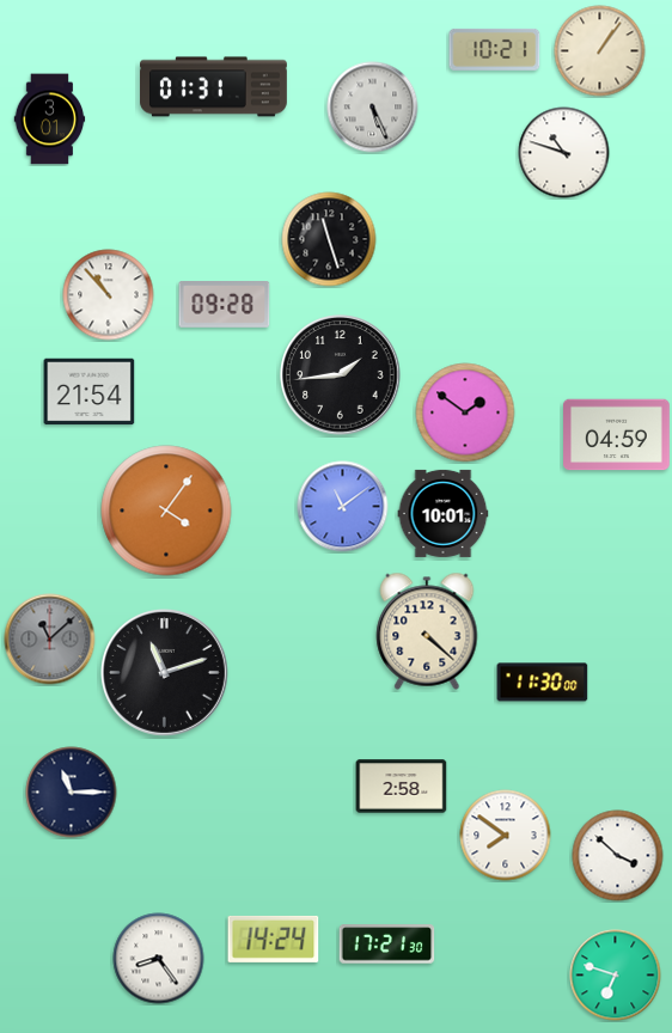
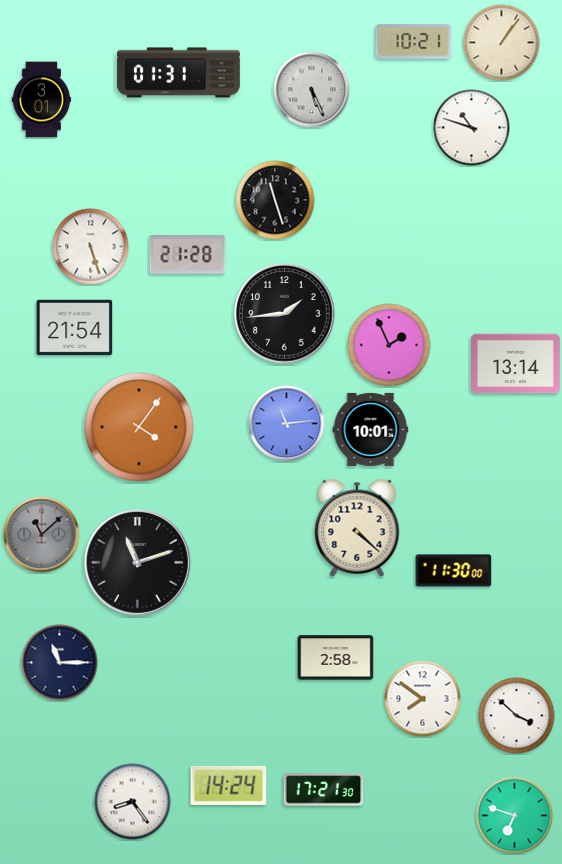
clock at (109, 295): 10:53 -> 5:27
clock at (225, 305): 09:28 -> 21:28
clock at (465, 412): 1:51 -> 1:56
clock at (617, 435): 04:59 -> 13:14
clock at (343, 507): 11:09 -> 11:14
